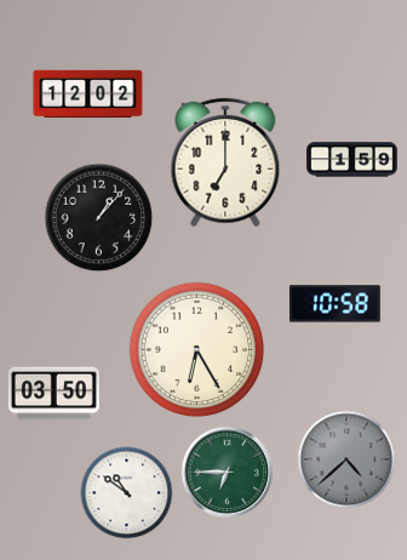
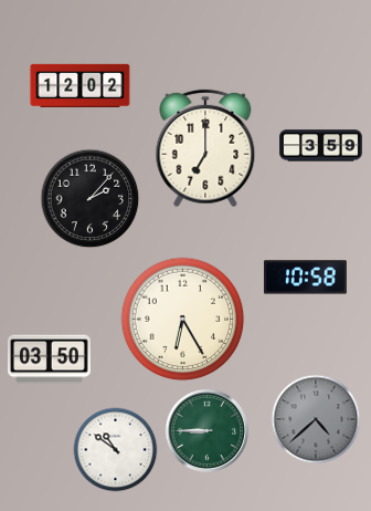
clock at (352, 160): 1:59 -> 3:59
clock at (99, 218): 1:07 -> 2:07
clock at (197, 350) position: (197, 350) -> (183, 320)
clock at (228, 473): 6:45 -> 8:45
